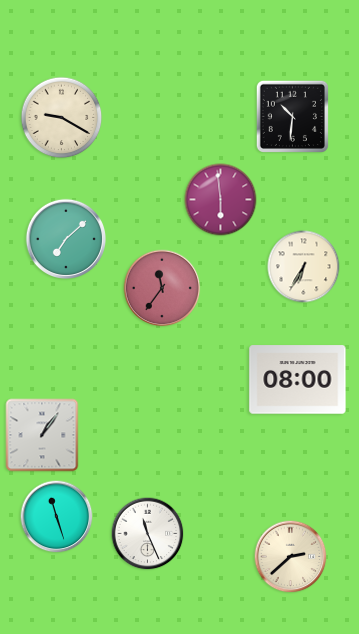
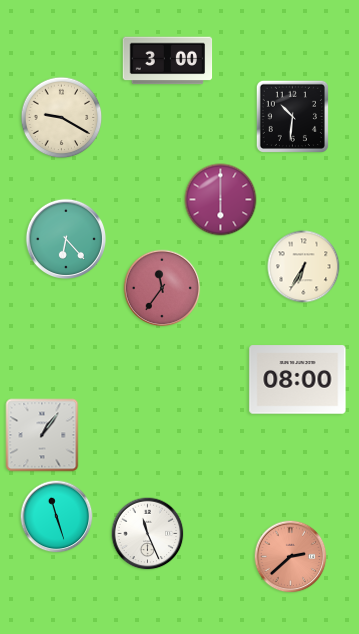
clock at (168, 61): none -> 3:00
clock at (221, 200): 5:59 -> 6:00
clock at (65, 238): 7:08 -> 6:23
clock at (291, 557) dial: cream -> salmon
